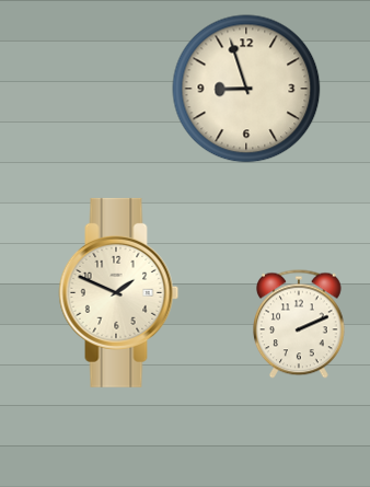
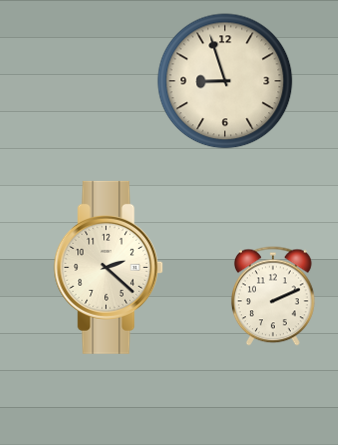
clock at (119, 292): 1:49 -> 2:22
